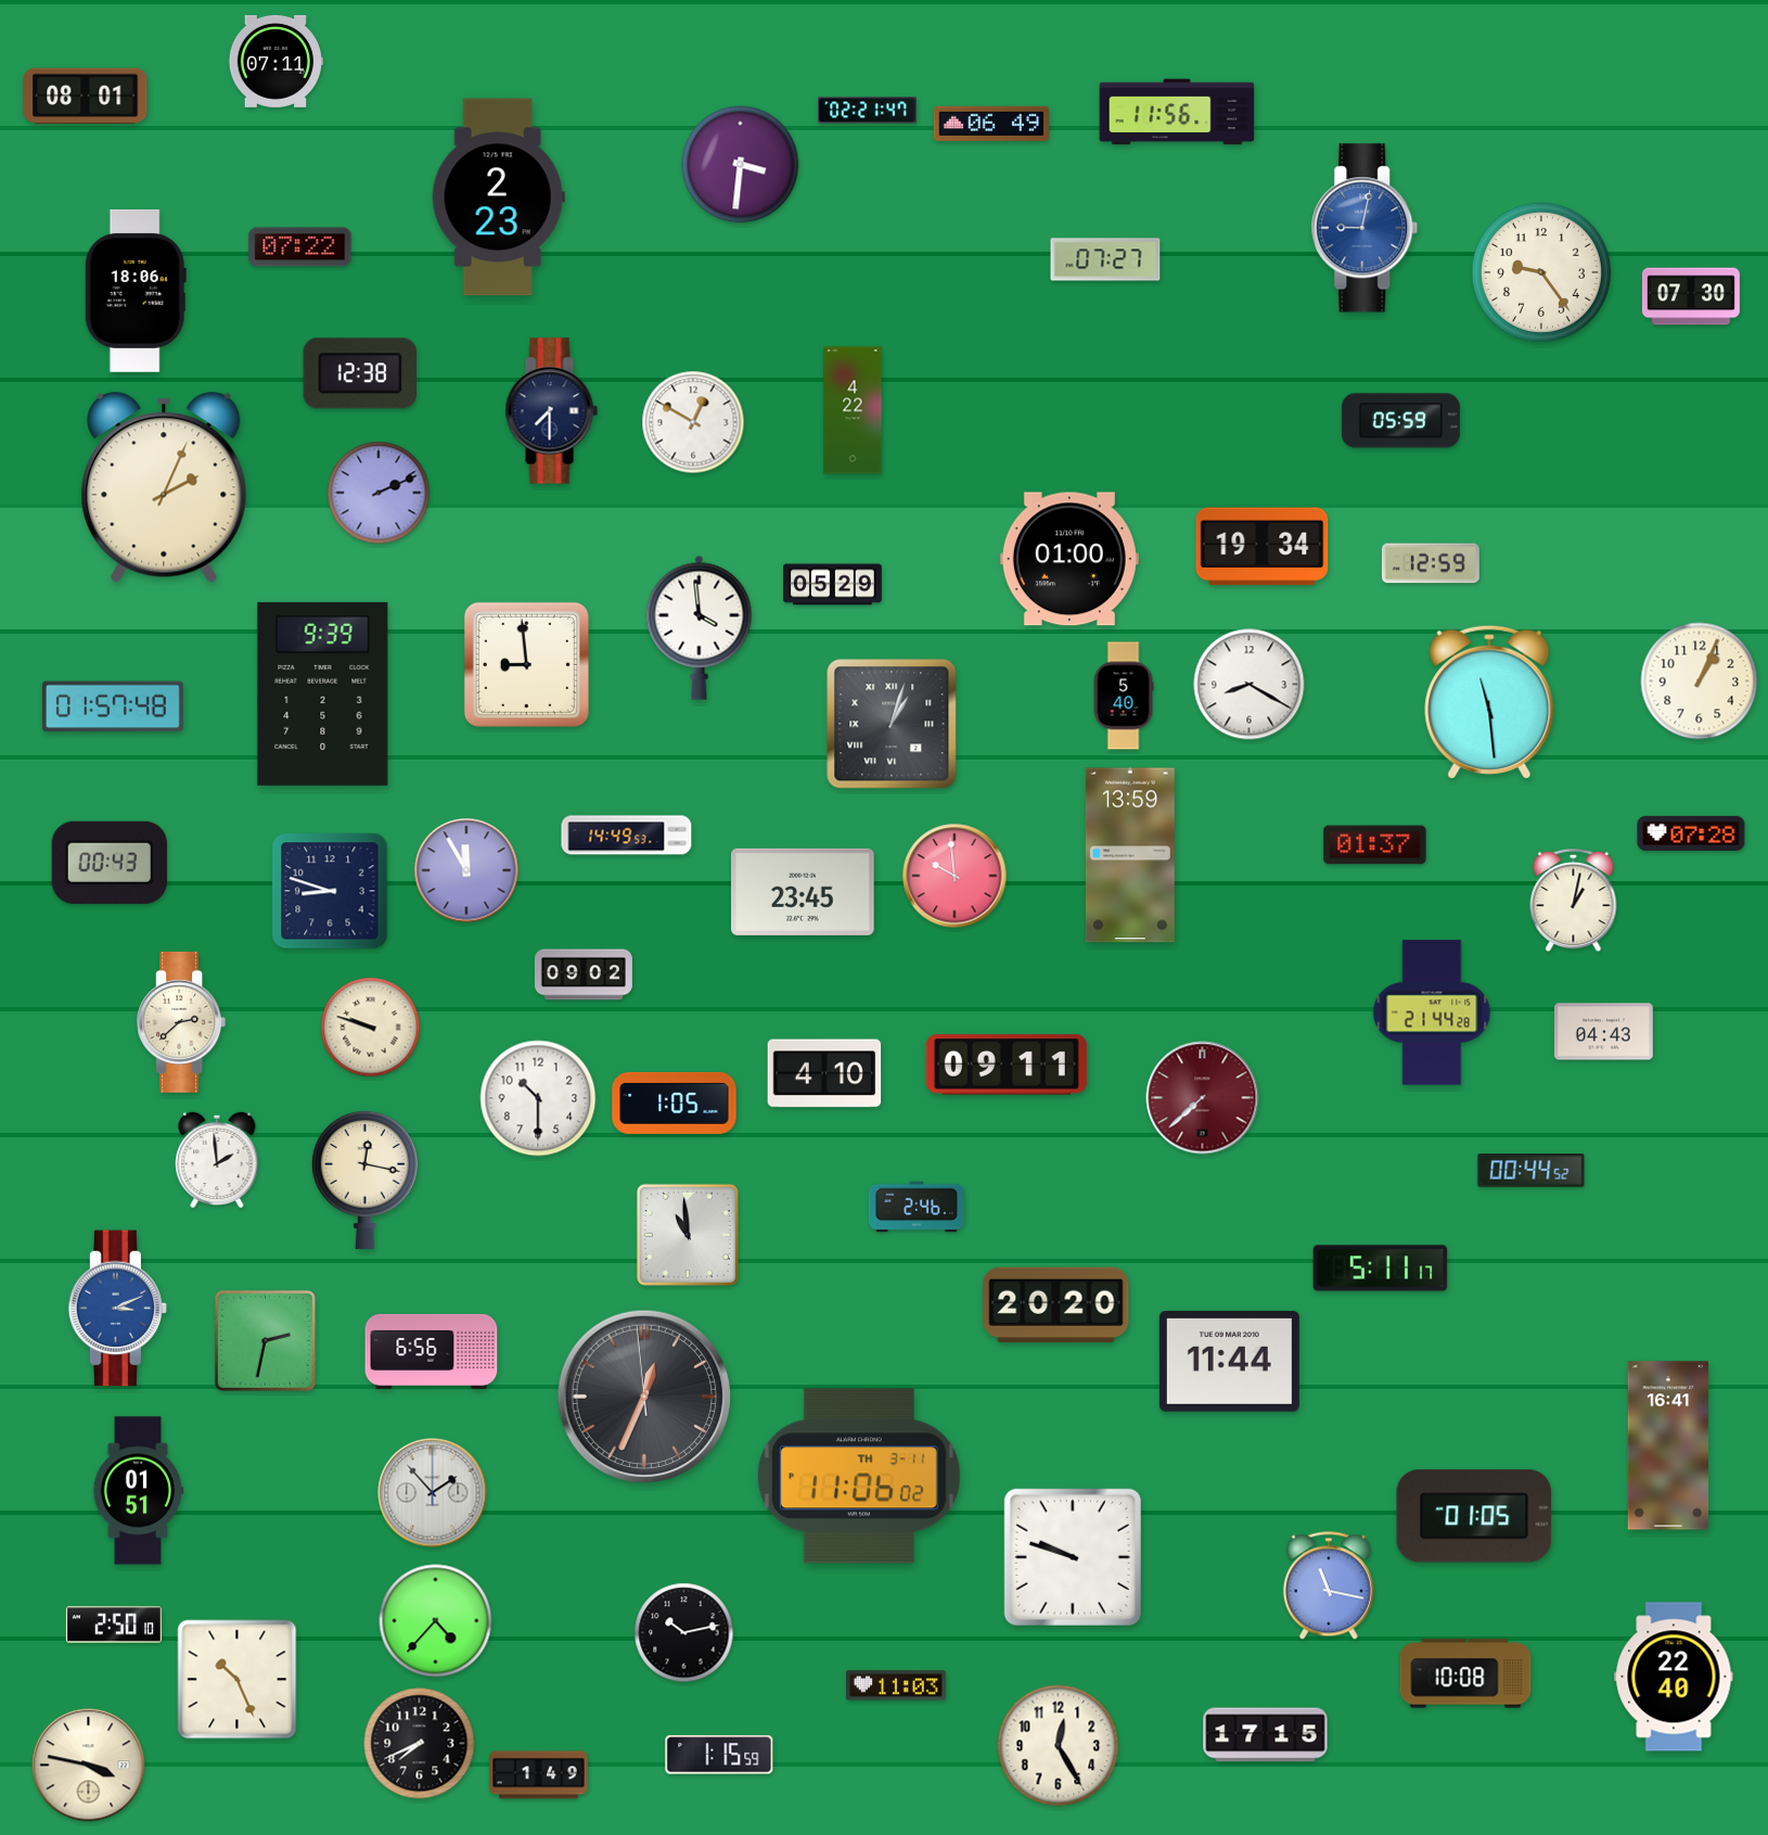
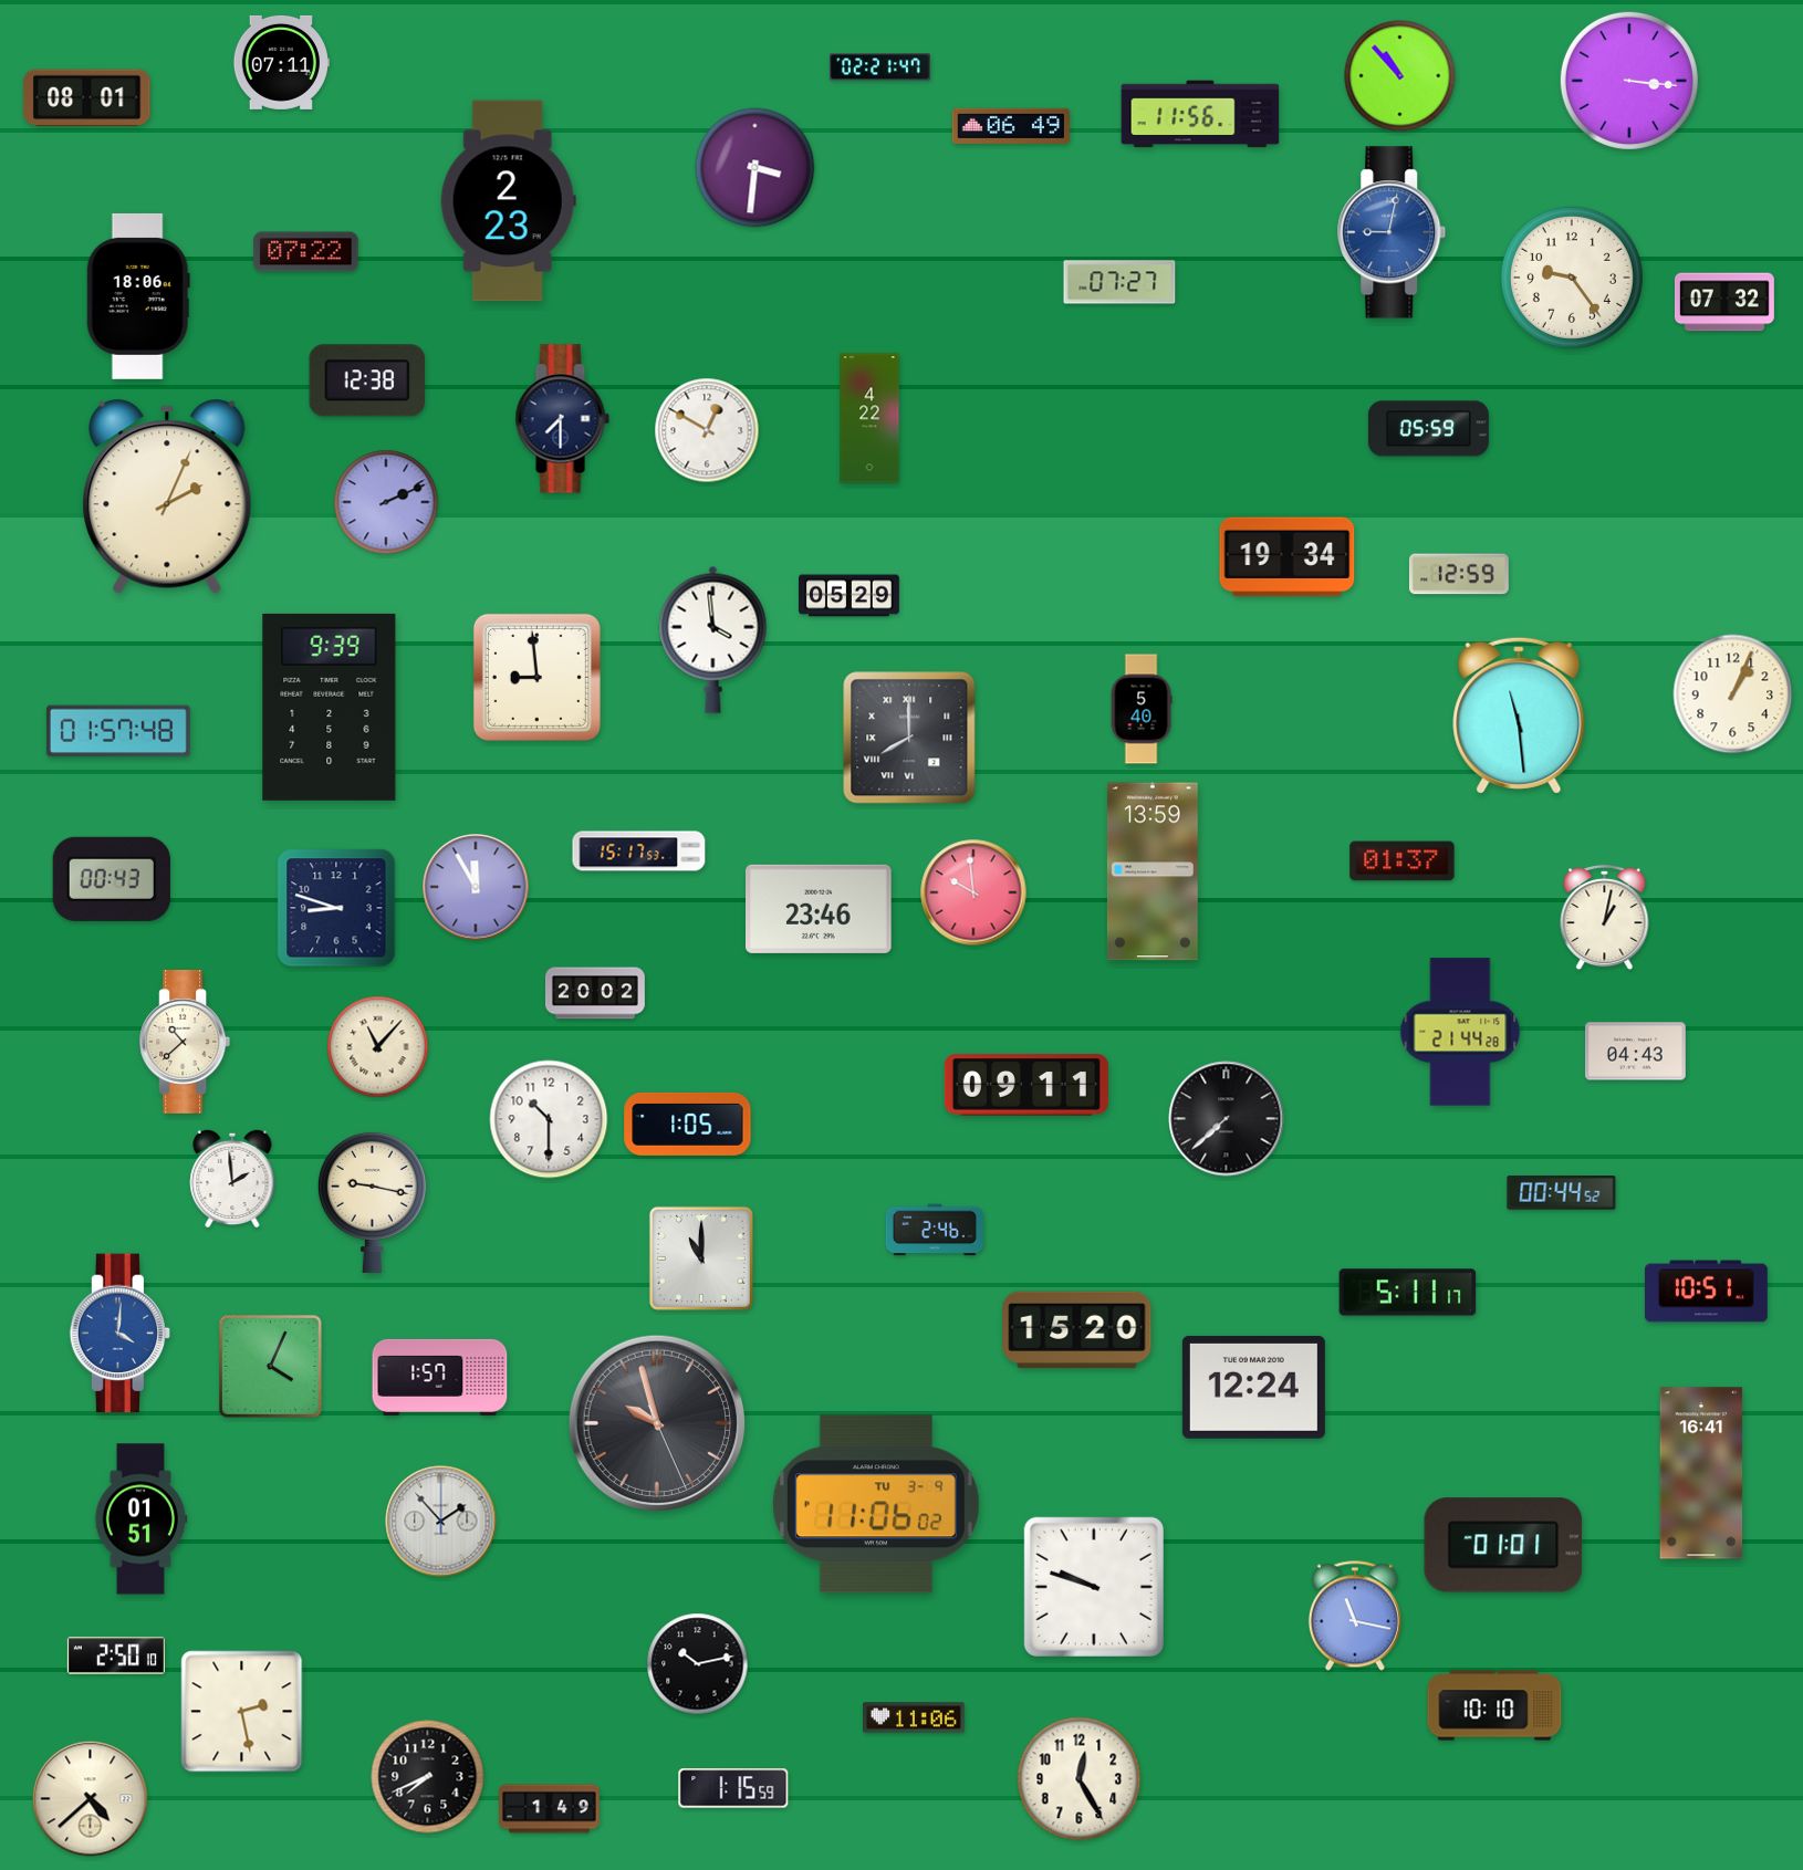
clock at (1400, 76): none -> 10:53
clock at (1629, 81): none -> 3:16
clock at (868, 111) position: (868, 111) -> (880, 67)
clock at (1105, 259) position: (1105, 259) -> (1119, 282)
clock at (1691, 296): 07:30 -> 07:32
clock at (1069, 559): 01:00 -> none
clock at (1250, 685): 8:20 -> none
clock at (1124, 696) position: (1124, 696) -> (1142, 709)
clock at (113, 706) position: (113, 706) -> (118, 731)
clock at (892, 724): 1:03 -> 8:00
clock at (1691, 833): 07:28 -> none
clock at (627, 836): 14:49 -> 15:17
clock at (804, 892): 23:45 -> 23:46
clock at (584, 974): 09:02 -> 20:02
clock at (181, 1022): 2:38 -> 10:38
clock at (371, 1028): 9:48 -> 11:07
clock at (824, 1073): 4:10 -> none
clock at (1203, 1098) dial: burgundy -> black
clock at (217, 1160) position: (217, 1160) -> (232, 1179)
clock at (364, 1180): 12:17 -> 9:17
clock at (688, 1235): 10:59 -> 11:00
clock at (1707, 1292): none -> 10:51
clock at (1056, 1304): 20:20 -> 15:20
clock at (118, 1309): 3:11 -> 4:01
clock at (265, 1340): 2:32 -> 4:04
clock at (432, 1351): 6:56 -> 1:57
clock at (1229, 1361): 11:44 -> 12:24
clock at (643, 1396): 12:33 -> 9:57
clock at (859, 1476) date: TH 3-11 -> TU 3-9
clock at (1474, 1516): 01:05 -> 01:01
clock at (436, 1621): 4:37 -> none
clock at (1465, 1673): 10:08 -> 10:10
clock at (1674, 1677): 22:40 -> none
clock at (238, 1680): 10:26 -> 2:28
clock at (896, 1685): 11:03 -> 11:06
clock at (1266, 1735): 17:15 -> none
clock at (89, 1766): 3:47 -> 4:38
